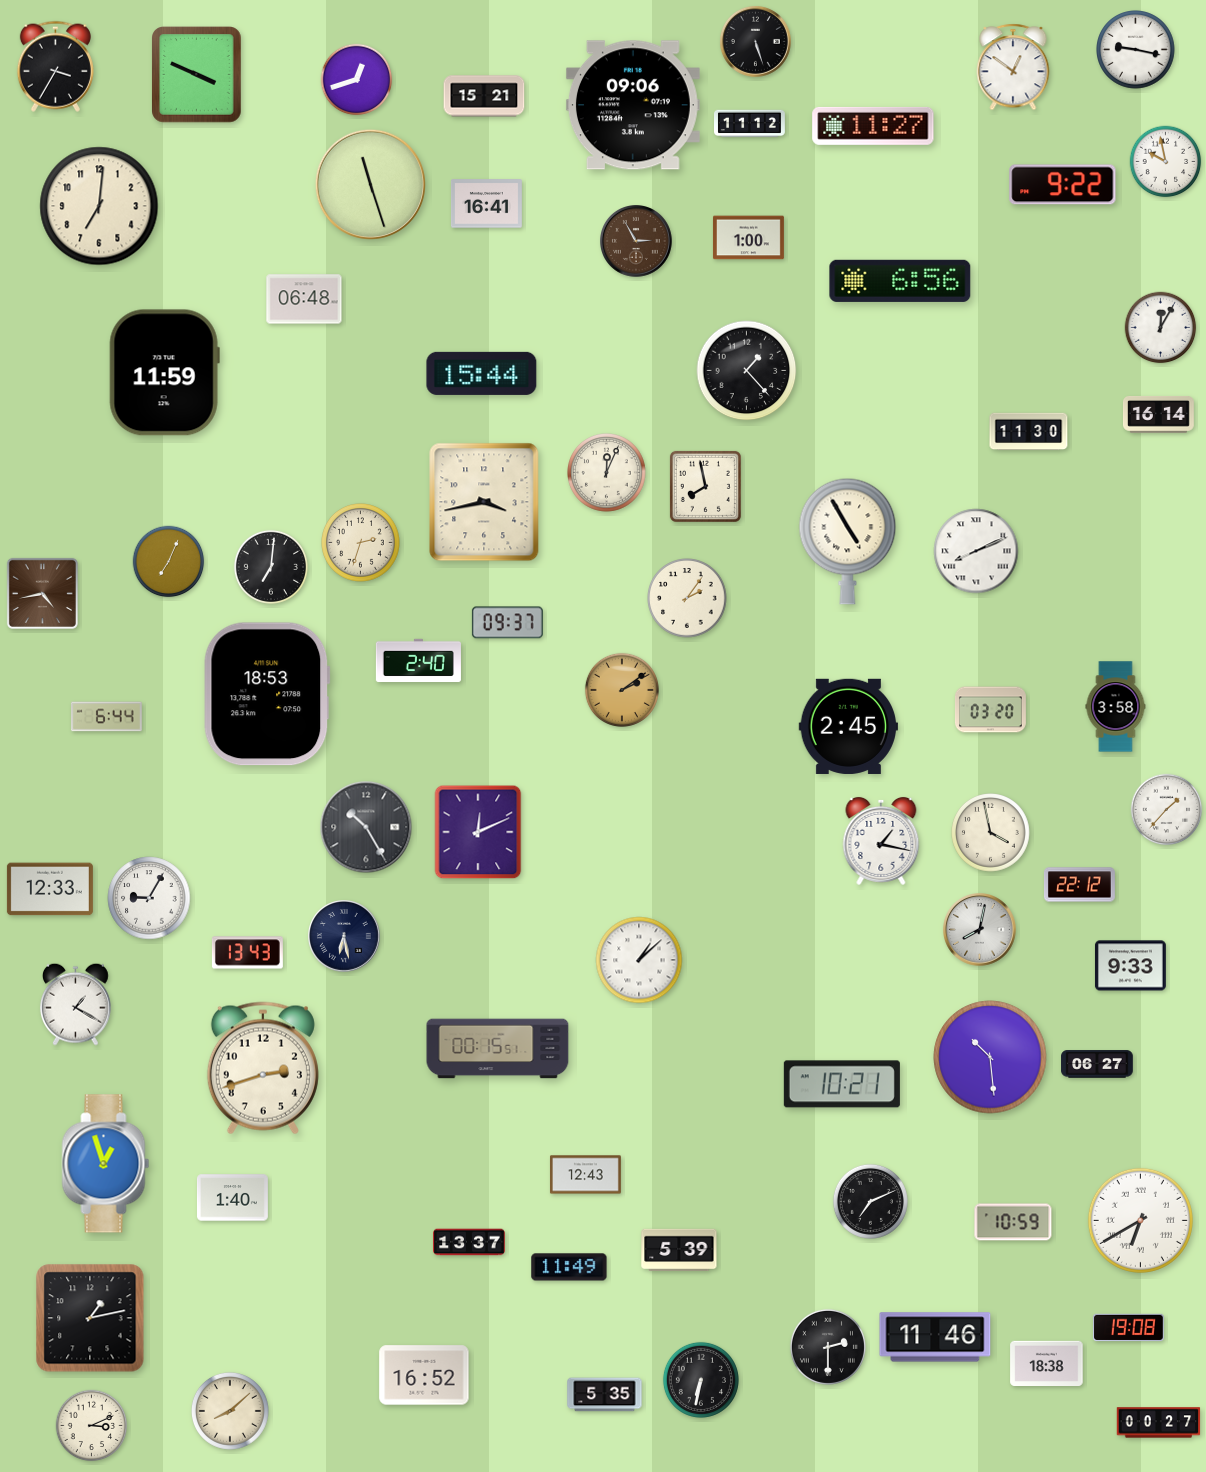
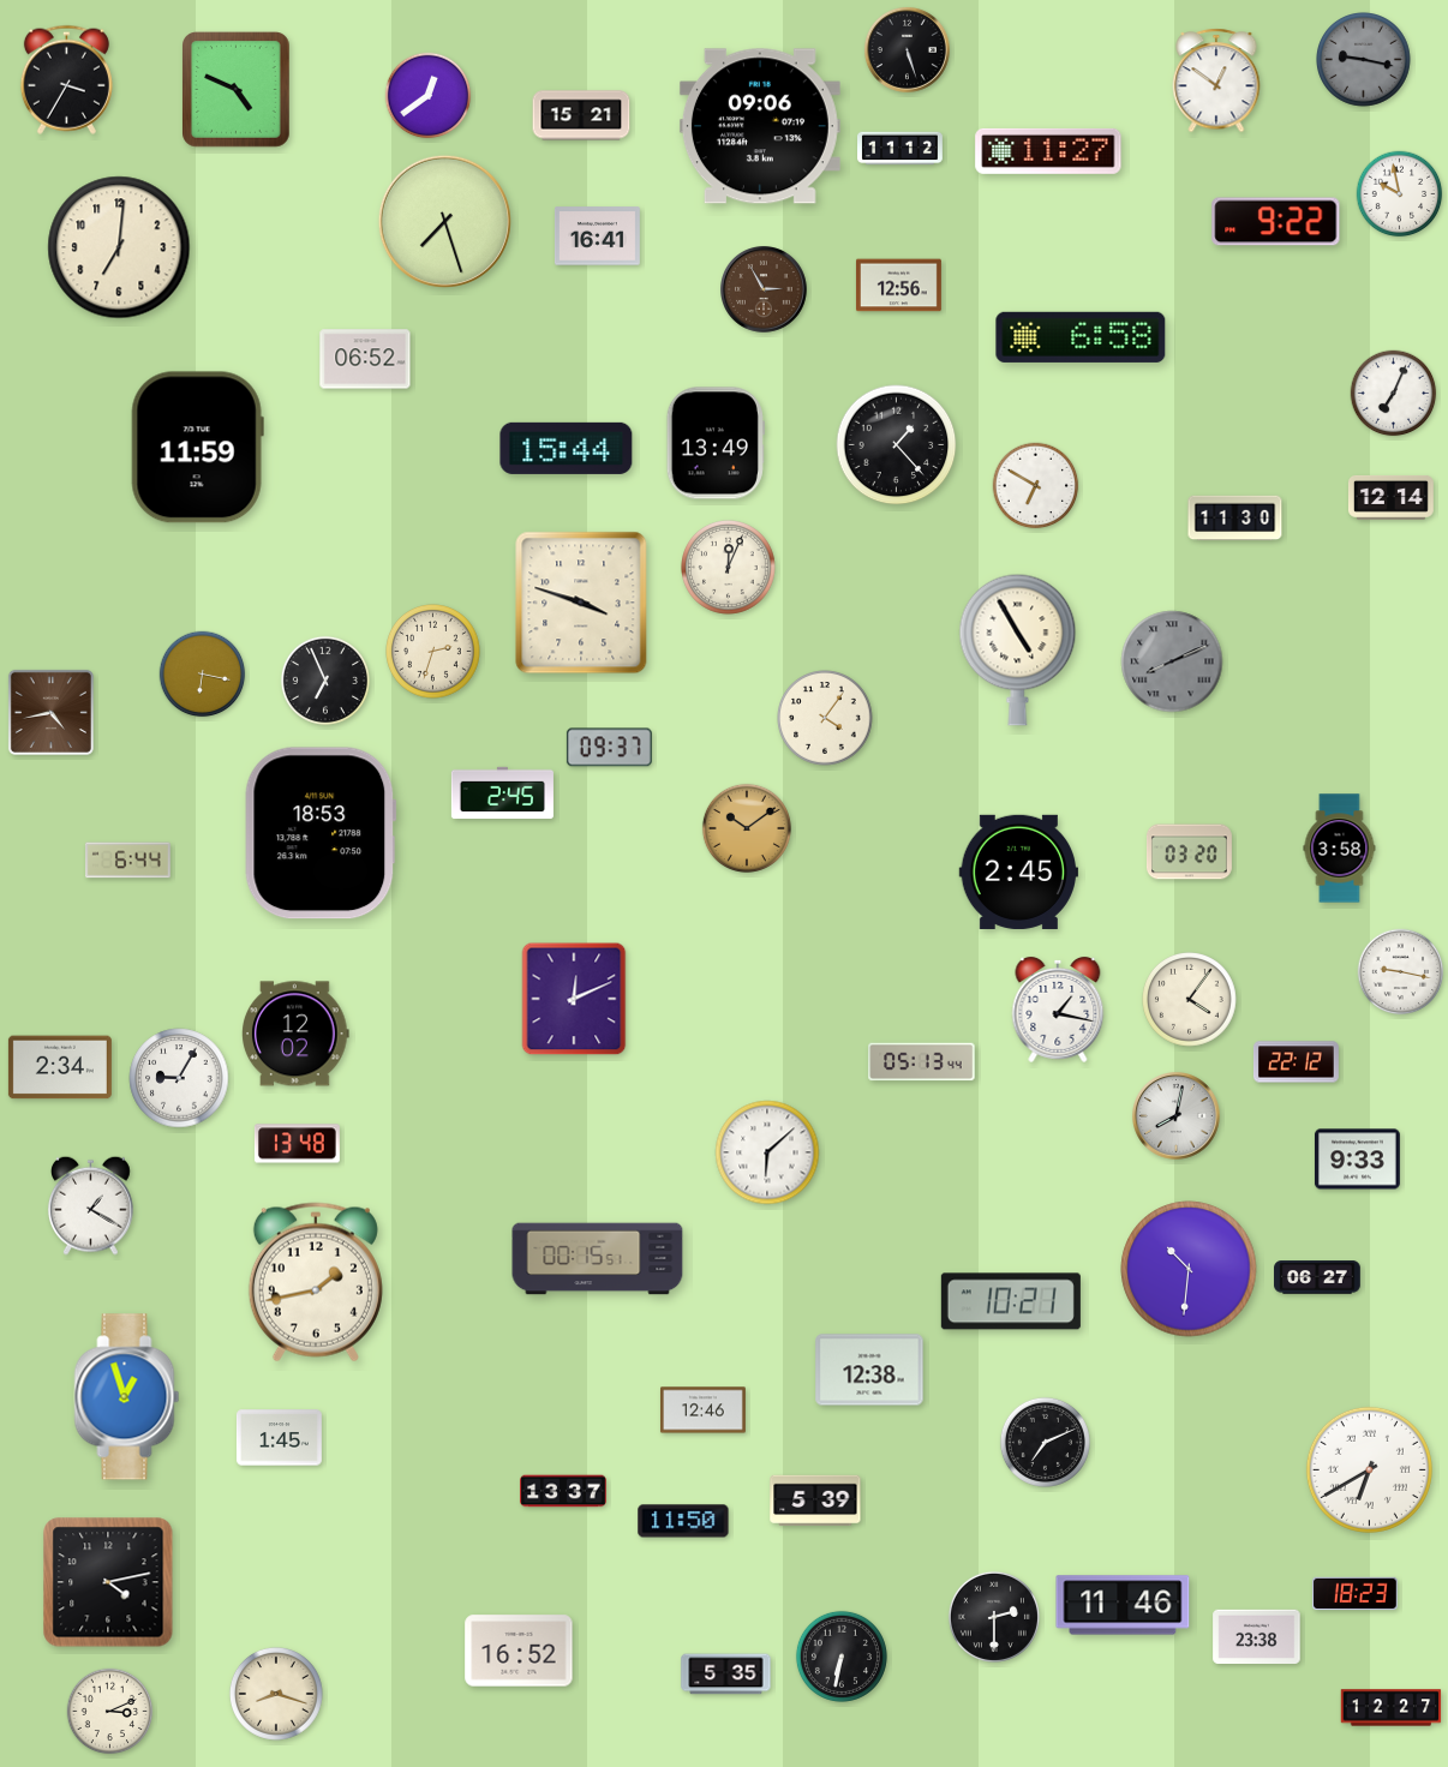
clock at (1136, 50) dial: white -> grey
clock at (197, 75): 3:49 -> 4:49
clock at (357, 80): 12:42 -> 12:39
clock at (370, 184): 11:27 -> 7:27
clock at (486, 204) position: (486, 204) -> (597, 236)
clock at (748, 238): 1:00 -> 12:56
clock at (900, 281): 6:56 -> 6:58
clock at (304, 299): 06:48 -> 06:52
clock at (1161, 328): 12:05 -> 7:04
clock at (716, 443): none -> 13:49
clock at (482, 373) position: (482, 373) -> (567, 448)
clock at (1036, 486): none -> 6:50
clock at (1158, 414): 16:14 -> 12:14
clock at (705, 486): 7:58 -> none
clock at (484, 502): 3:43 -> 3:48
clock at (976, 551) dial: white -> grey
clock at (169, 562): 7:04 -> 6:17
clock at (271, 567): 7:01 -> 6:56
clock at (687, 598): 2:06 -> 4:06
clock at (418, 661): 2:40 -> 2:45
clock at (622, 690): 2:09 -> 10:09
clock at (1167, 810): 1:37 -> 9:17
clock at (366, 827): 10:25 -> none
clock at (991, 833): 3:58 -> 4:06
clock at (297, 1034): none -> 12:02
clock at (922, 1062): none -> 05:13
clock at (50, 889): 12:33 -> 2:34
clock at (345, 937): 6:28 -> none
clock at (247, 953): 13:43 -> 13:48
clock at (639, 960): 1:08 -> 6:08
clock at (990, 1057): 10:29 -> 10:31
clock at (263, 1068): 2:42 -> 1:43
clock at (869, 1370): none -> 12:38
clock at (585, 1175): 12:43 -> 12:46
clock at (232, 1198): 1:40 -> 1:45
clock at (1140, 1220) position: (1140, 1220) -> (1369, 1469)
clock at (1013, 1222): 10:59 -> none
clock at (569, 1267): 11:49 -> 11:50
clock at (90, 1318): 1:13 -> 4:13
clock at (1128, 1328): 19:08 -> 18:23
clock at (1047, 1364): 18:38 -> 23:38
clock at (424, 1375) position: (424, 1375) -> (519, 1651)
clock at (230, 1411): 8:08 -> 8:18
clock at (1159, 1423): 00:27 -> 12:27
